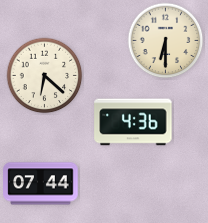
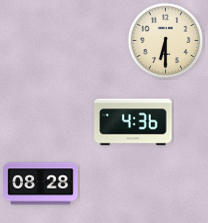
clock at (45, 76): 6:22 -> none
clock at (41, 184): 07:44 -> 08:28
